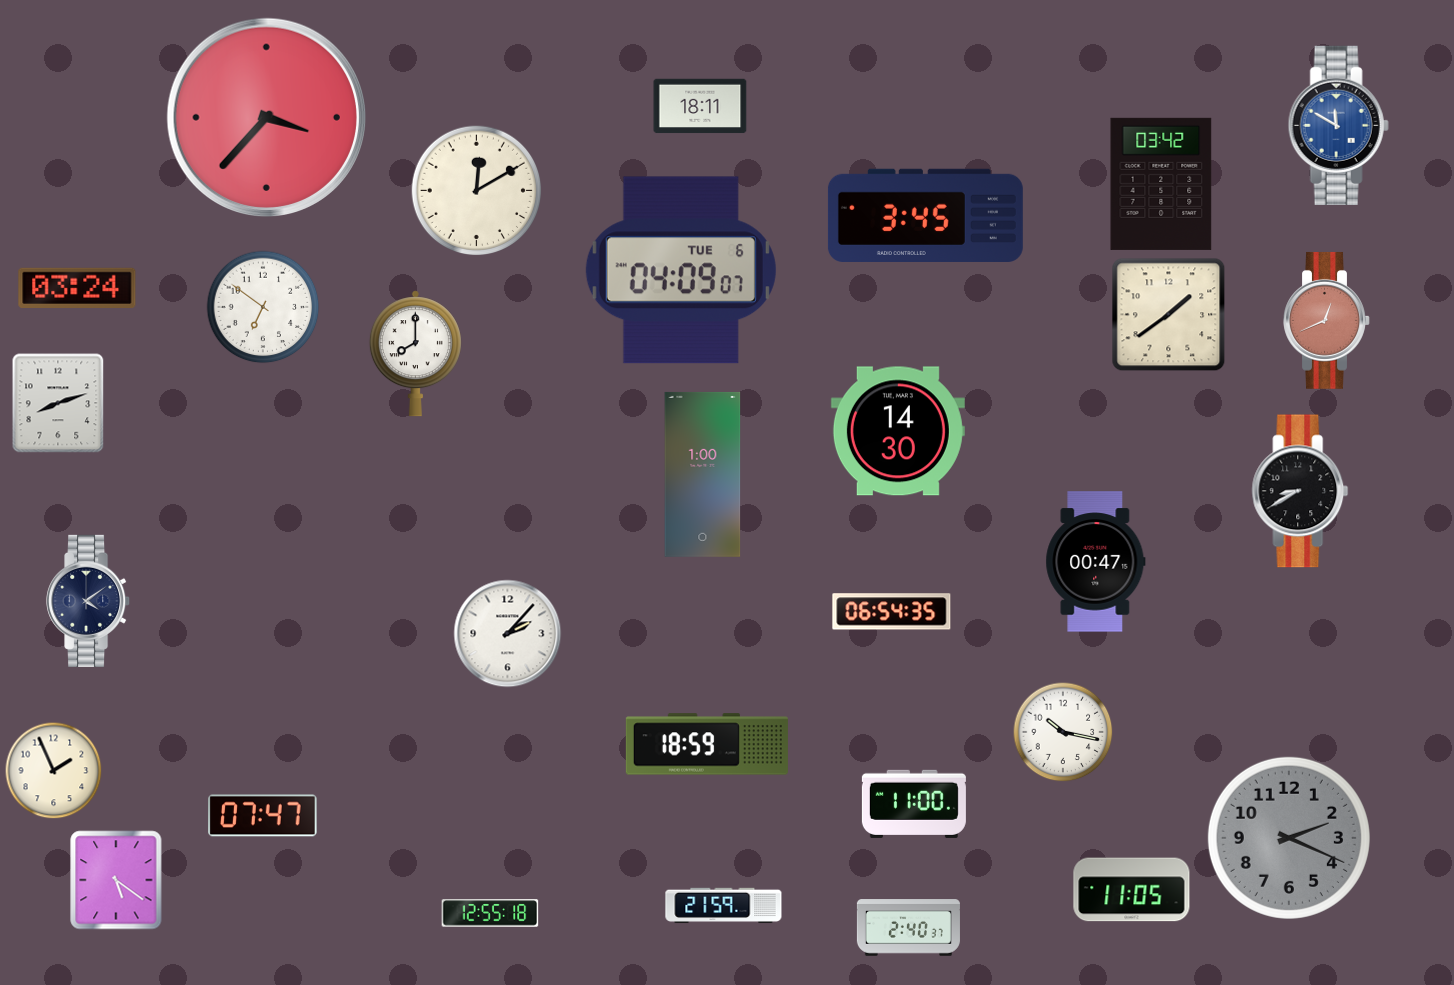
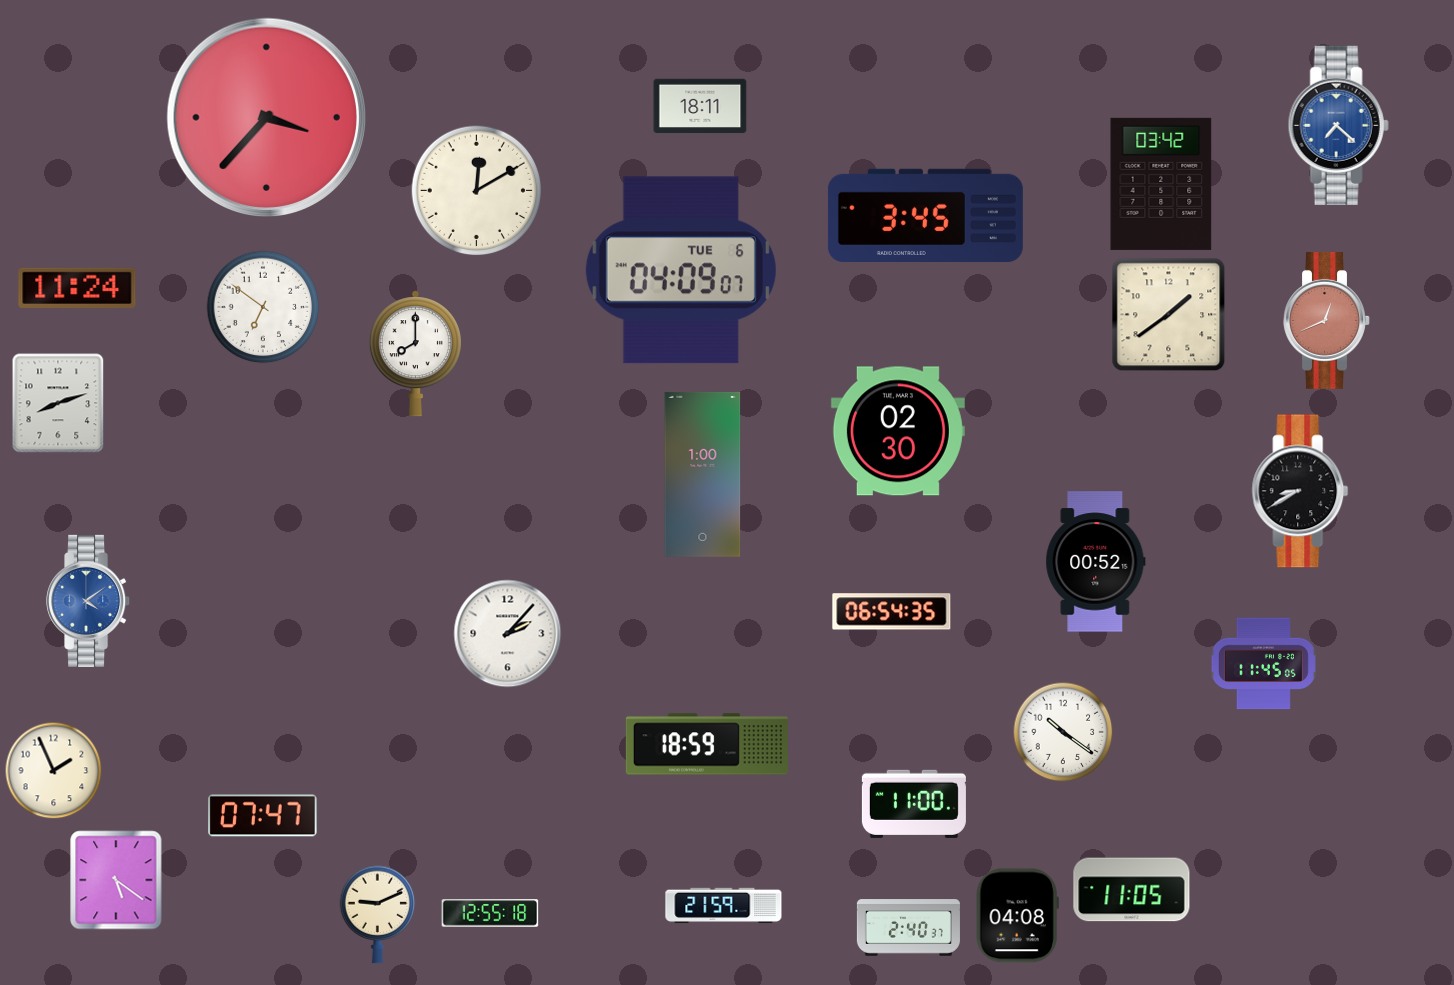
clock at (1338, 125): 11:50 -> 7:22
clock at (77, 288): 03:24 -> 11:24
clock at (898, 431): 14:30 -> 02:30
clock at (1096, 562): 00:47 -> 00:52
clock at (89, 601) dial: navy -> blue
clock at (1263, 664): none -> 11:45
clock at (1063, 732): 10:17 -> 10:21
clock at (1289, 838): 2:19 -> none
clock at (378, 915): none -> 9:11
clock at (1017, 916): none -> 04:08
